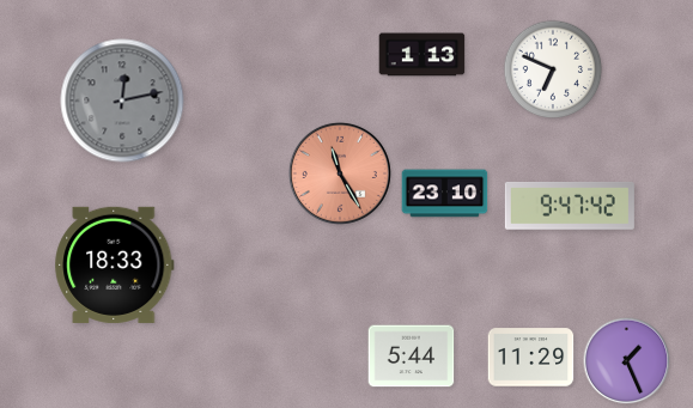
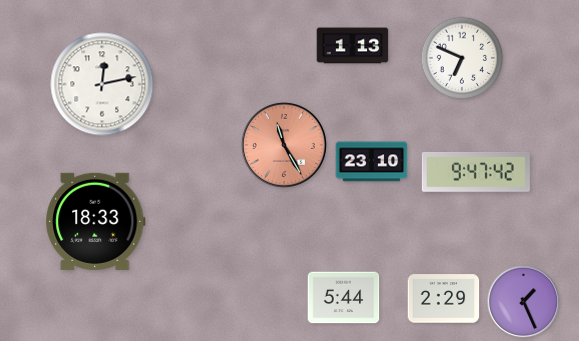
clock at (122, 101) dial: grey -> white
clock at (531, 358): 11:29 -> 2:29
